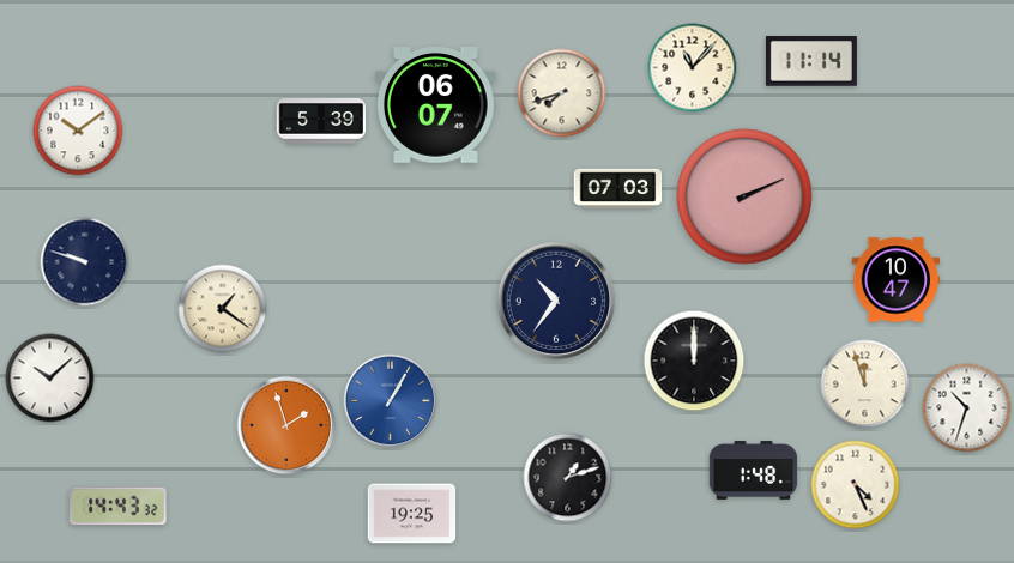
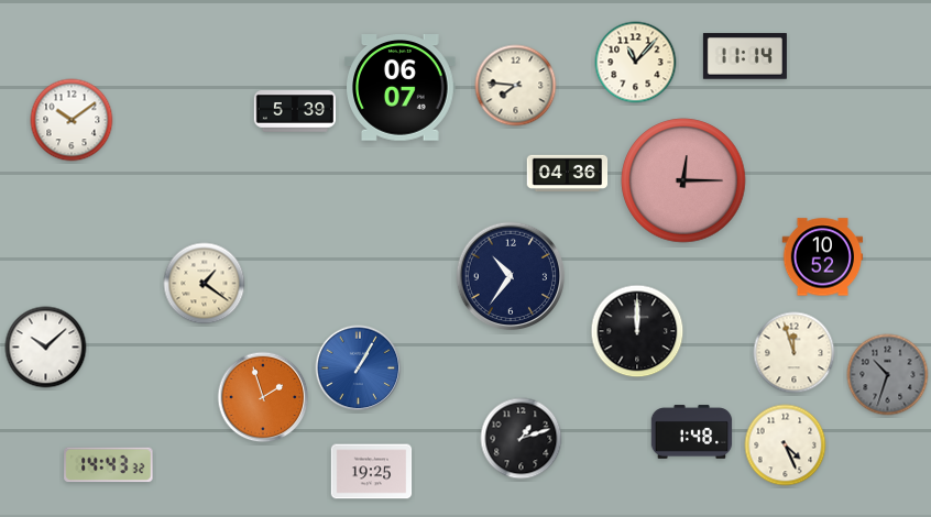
clock at (562, 93): 7:42 -> 7:46
clock at (436, 105) position: (436, 105) -> (401, 88)
clock at (618, 188): 07:03 -> 04:36
clock at (744, 196): 2:11 -> 12:15
clock at (85, 262): 9:48 -> none
clock at (897, 280): 10:47 -> 10:52
clock at (967, 408) dial: white -> grey
clock at (286, 425) position: (286, 425) -> (263, 397)
clock at (412, 514) position: (412, 514) -> (372, 472)
